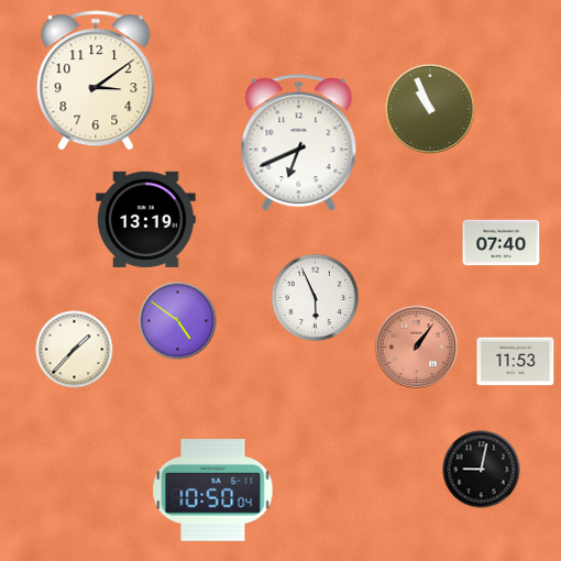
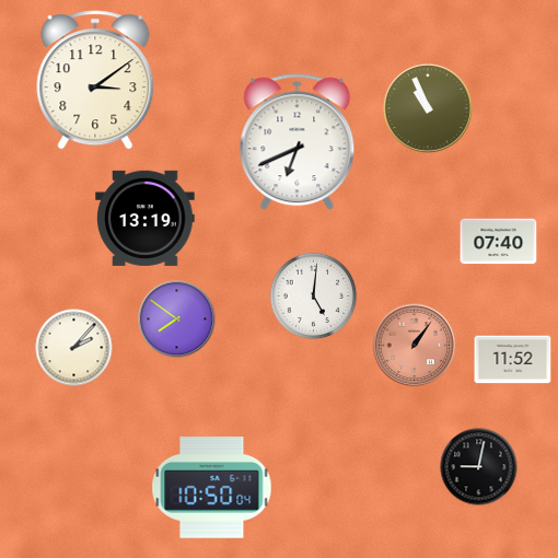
clock at (316, 298): 5:56 -> 5:01
clock at (178, 321): 4:51 -> 7:51
clock at (75, 350): 1:37 -> 2:07
clock at (516, 362): 11:53 -> 11:52
